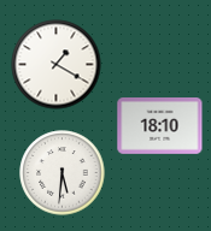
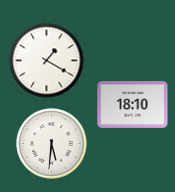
clock at (57, 65) position: (57, 65) -> (47, 61)
